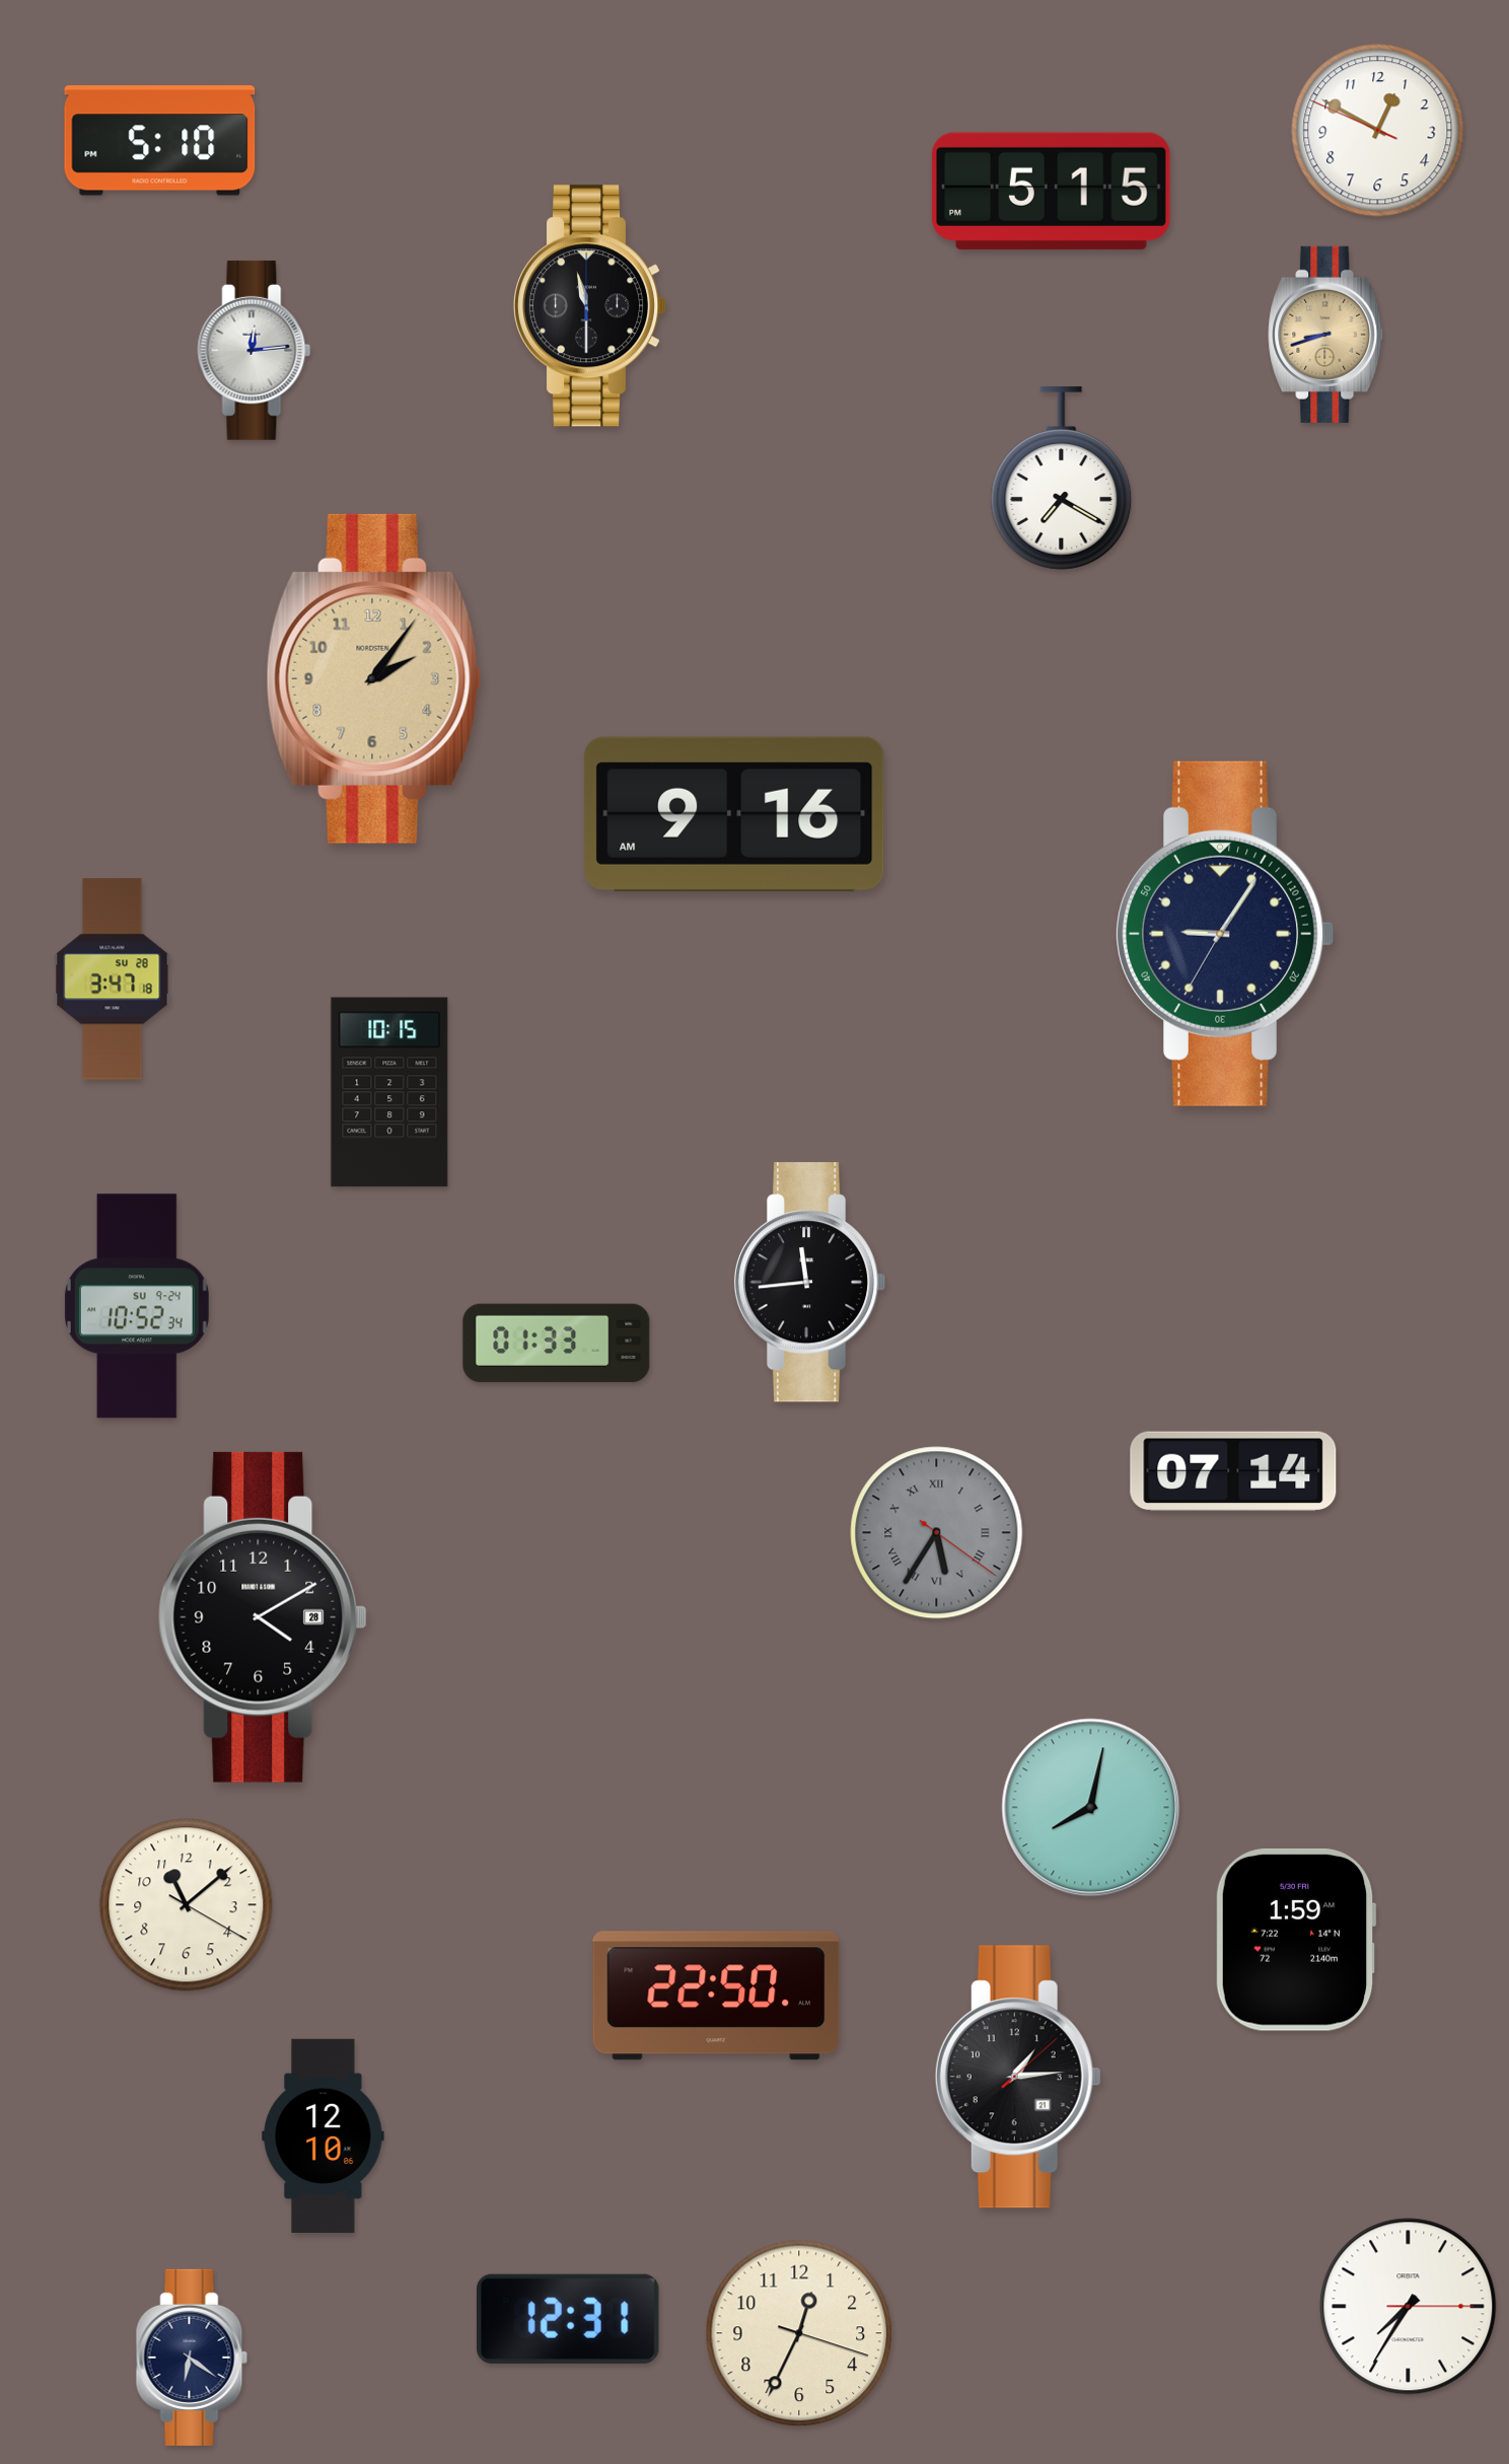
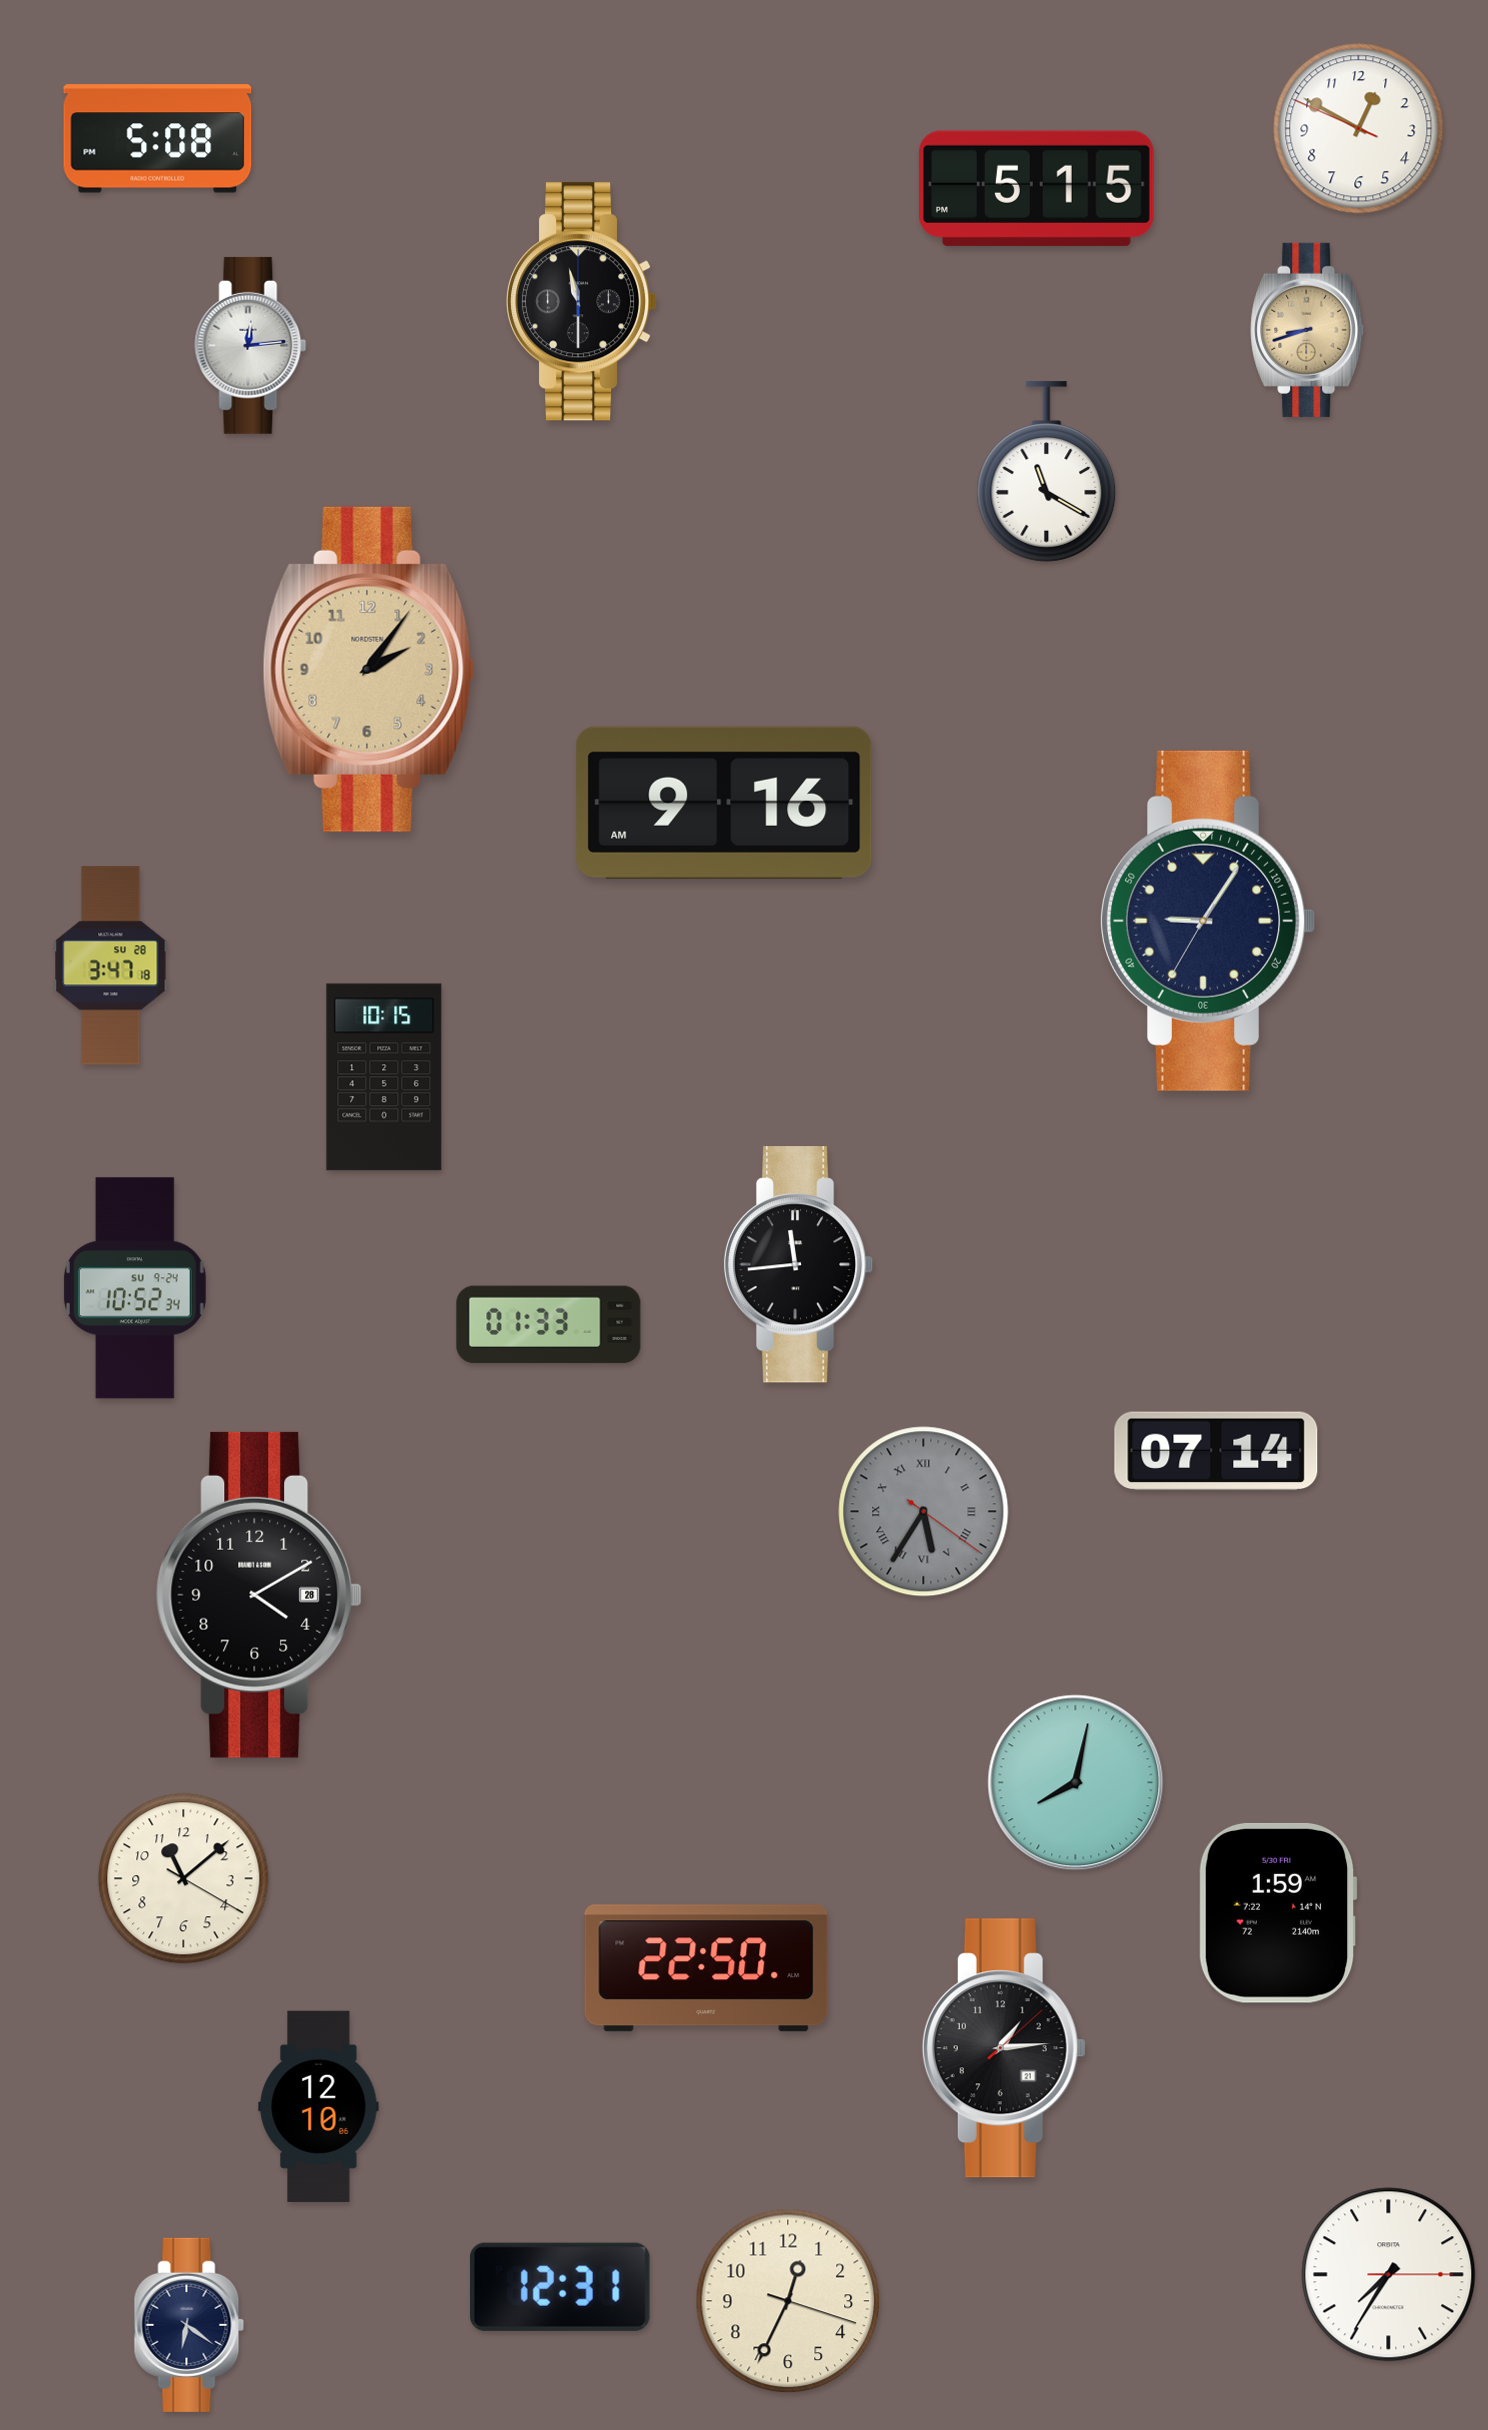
clock at (160, 141): 5:10 -> 5:08
clock at (1062, 479): 7:20 -> 11:20
